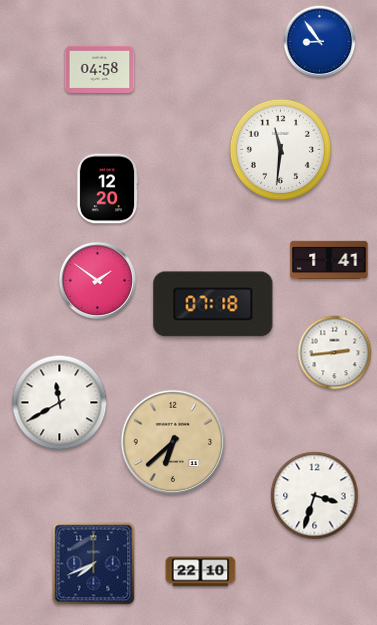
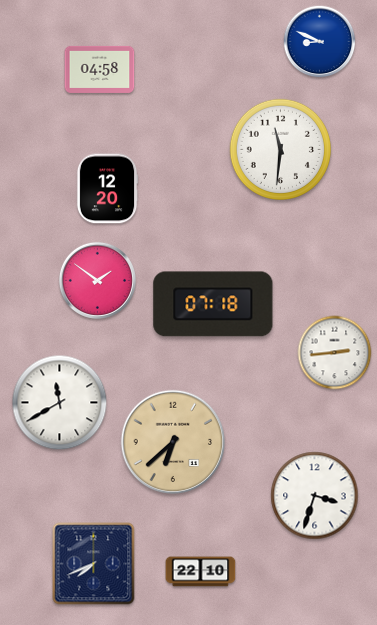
clock at (320, 42): 8:54 -> 8:49
clock at (329, 259): 1:41 -> none
